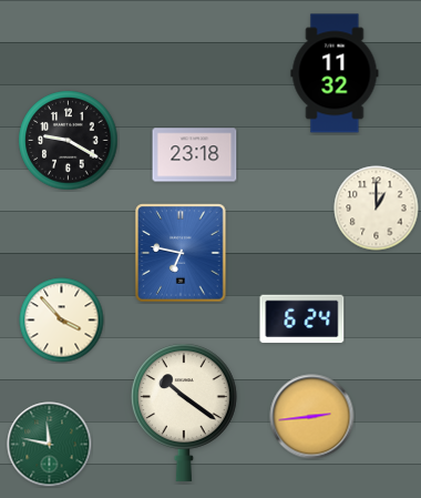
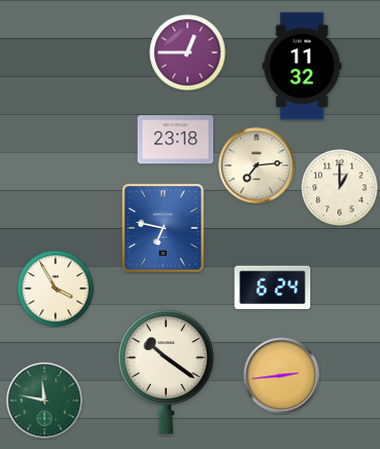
clock at (188, 53): none -> 12:45
clock at (69, 141): 9:20 -> none
clock at (257, 166): none -> 7:14
clock at (62, 321): 3:53 -> 3:55
